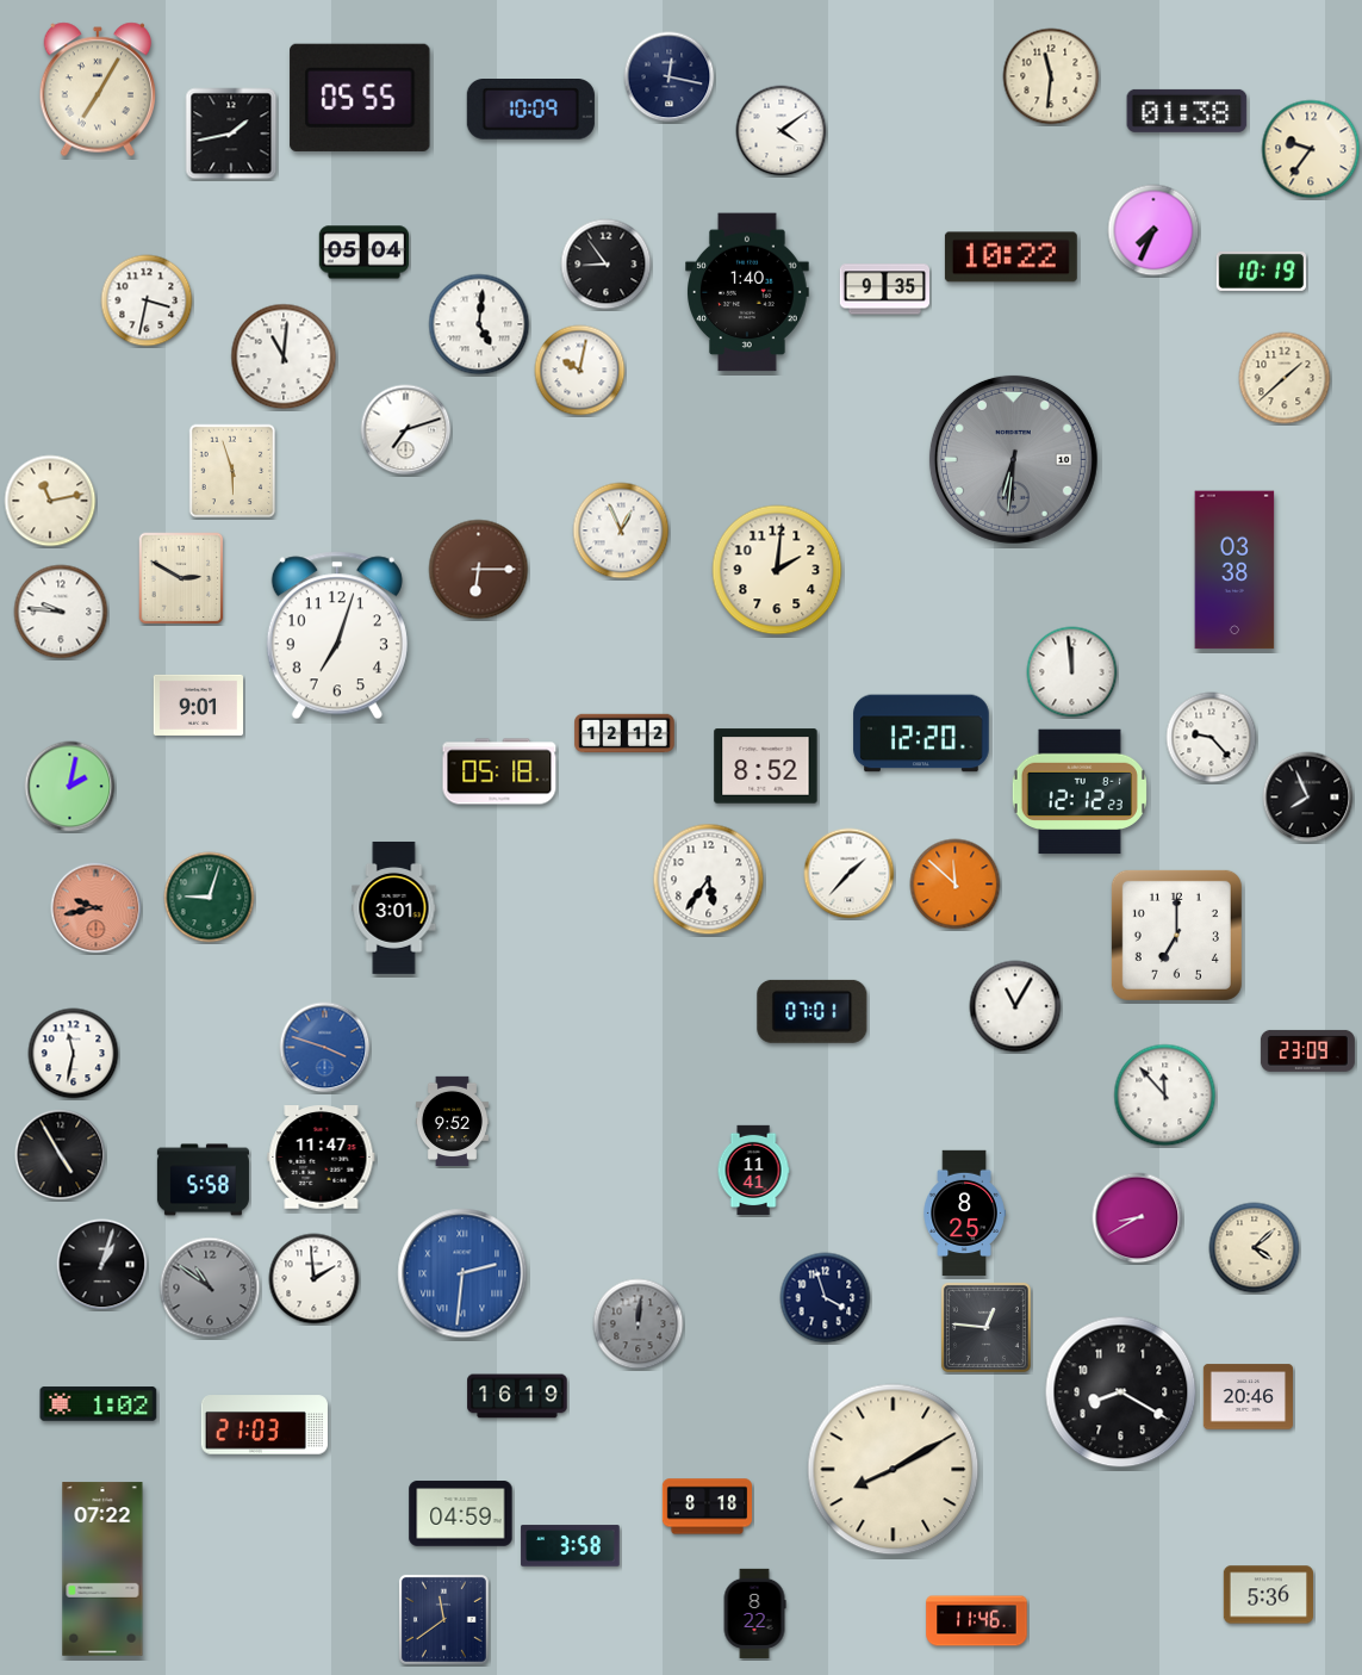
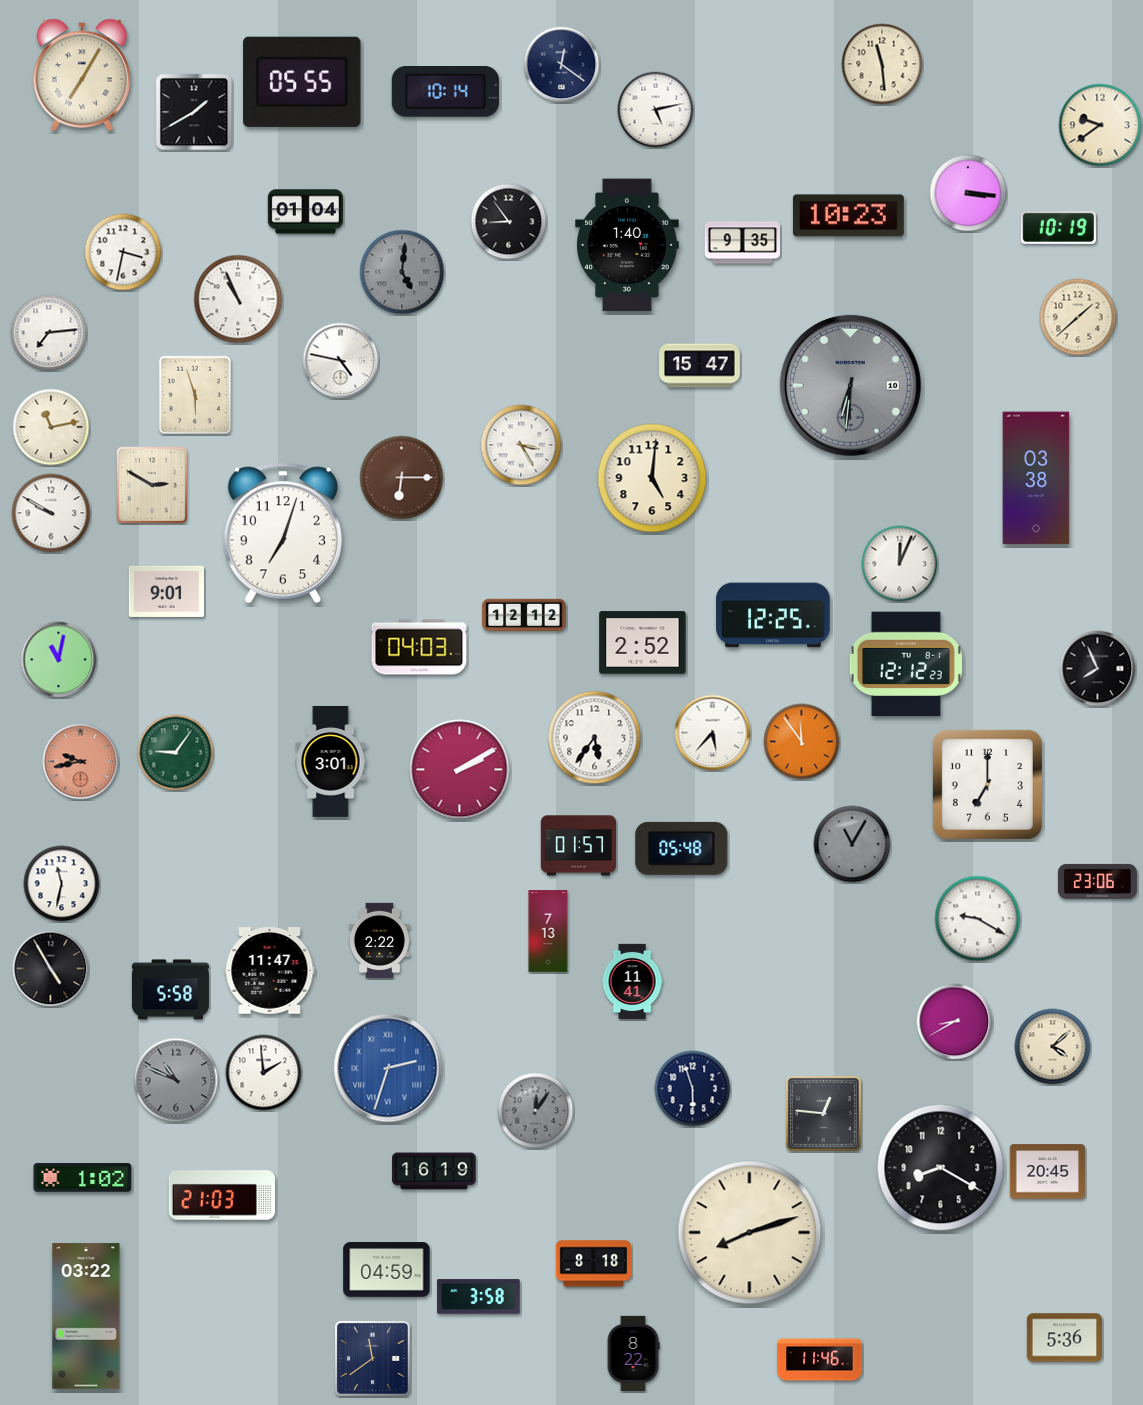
clock at (1051, 76): 11:31 -> 11:29
clock at (670, 77): 12:17 -> 12:21
clock at (530, 110): 10:09 -> 10:14
clock at (1187, 111): 01:38 -> none
clock at (782, 131): 4:09 -> 5:13
clock at (231, 134): 1:43 -> 1:40
clock at (1311, 149): 9:36 -> 9:39
clock at (1153, 230): 7:34 -> 3:16
clock at (363, 253): 05:04 -> 01:04
clock at (1010, 258): 10:22 -> 10:23
clock at (479, 324) dial: white -> grey
clock at (284, 356): 11:01 -> 10:56
clock at (580, 371): 10:02 -> none
clock at (49, 333): none -> 7:14
clock at (406, 430): 7:12 -> 4:47
clock at (700, 366): none -> 15:47
clock at (50, 501) position: (50, 501) -> (51, 427)
clock at (621, 531): 12:56 -> 3:25
clock at (777, 570): 2:01 -> 5:01
clock at (61, 612): 9:46 -> 9:50
clock at (1072, 672): 11:59 -> 12:04
clock at (921, 733): 12:20 -> 12:25
clock at (1212, 738): 9:23 -> none
clock at (766, 767): 8:52 -> 2:52
clock at (499, 771): 05:18 -> 04:03
clock at (70, 787): 2:02 -> 11:02
clock at (850, 874): 1:37 -> 5:37
clock at (956, 885): 11:52 -> 11:54
clock at (210, 898): 9:03 -> 9:06
clock at (460, 770): none -> 2:10
clock at (1015, 1006) dial: white -> grey
clock at (578, 846): none -> 01:57
clock at (813, 1011): 07:01 -> 05:48
clock at (325, 1048): 3:48 -> none
clock at (1307, 1050): 23:09 -> 23:06
clock at (1165, 1096): 11:53 -> 9:20
clock at (548, 931): none -> 7:13
clock at (452, 1122): 9:52 -> 2:22
clock at (964, 1214): 8:25 -> none
clock at (102, 1265): 1:03 -> none
clock at (462, 1273): 2:31 -> 2:33
clock at (210, 1288): 10:51 -> 10:49
clock at (826, 1298): 3:57 -> 5:57
clock at (639, 1325): 12:01 -> 12:06
clock at (985, 1327) position: (985, 1327) -> (823, 1113)
clock at (1248, 1397): 20:46 -> 20:45
clock at (894, 1470): 8:10 -> 8:12
clock at (102, 1569): 07:22 -> 03:22
